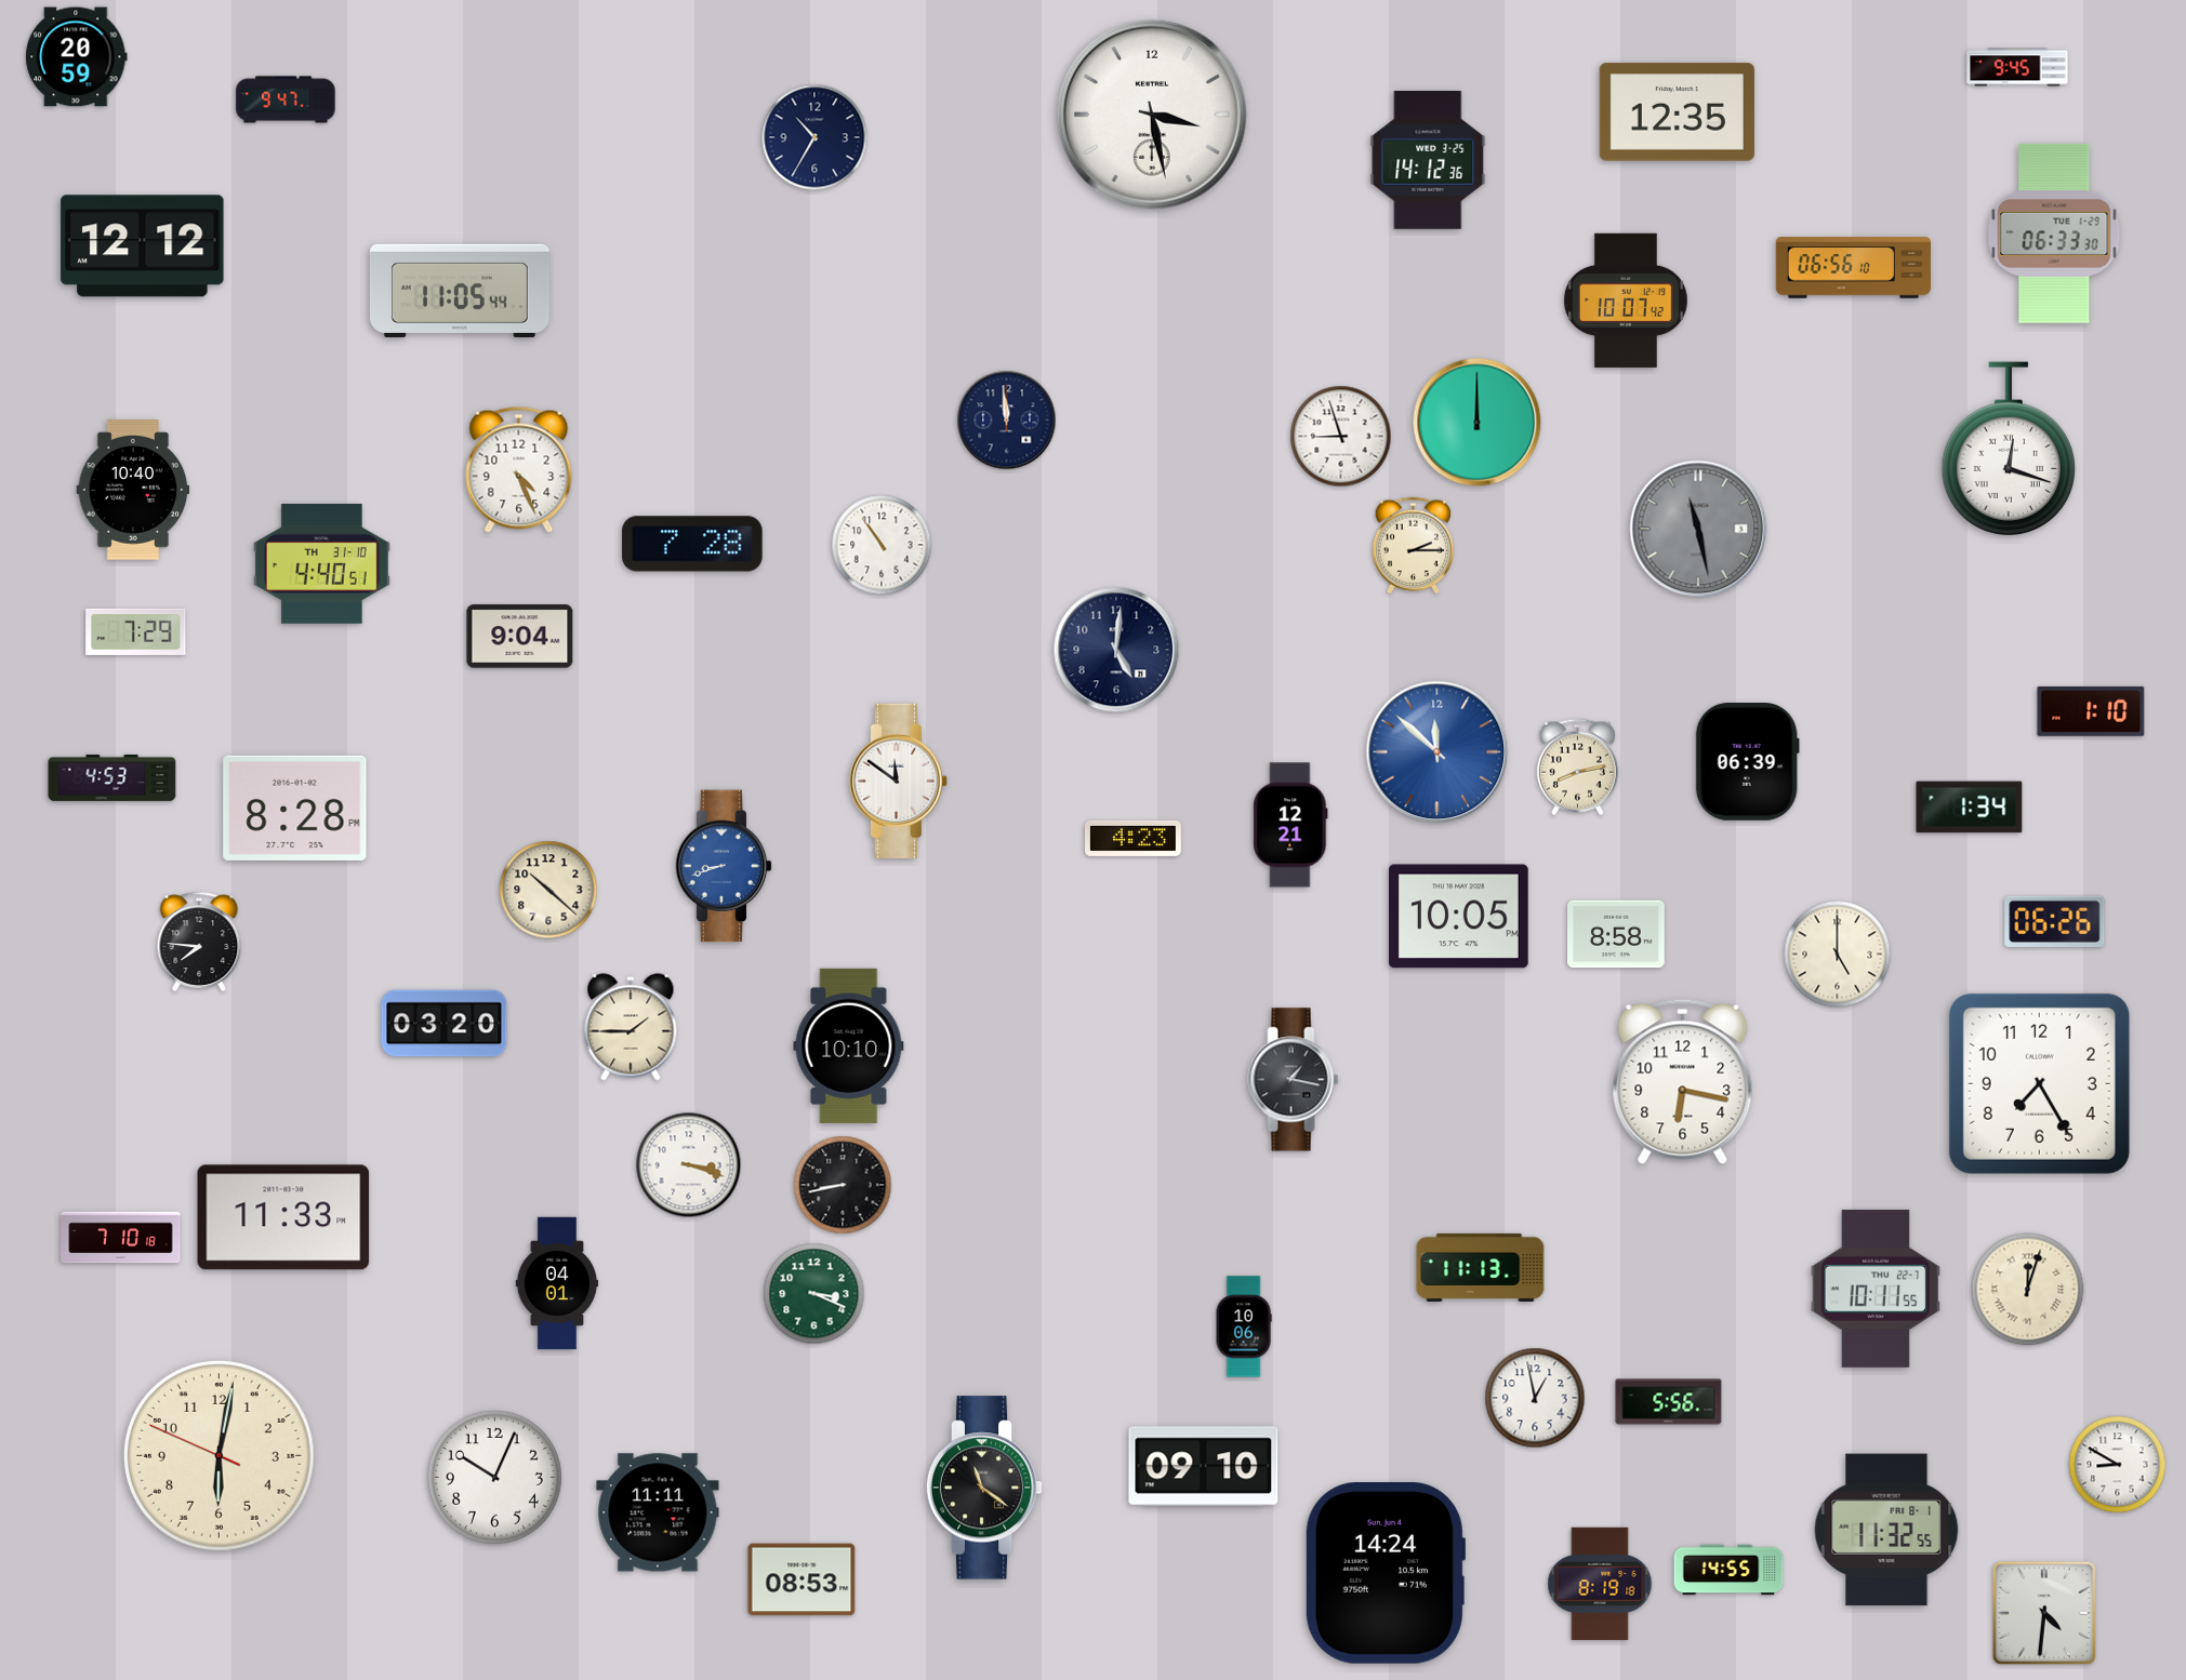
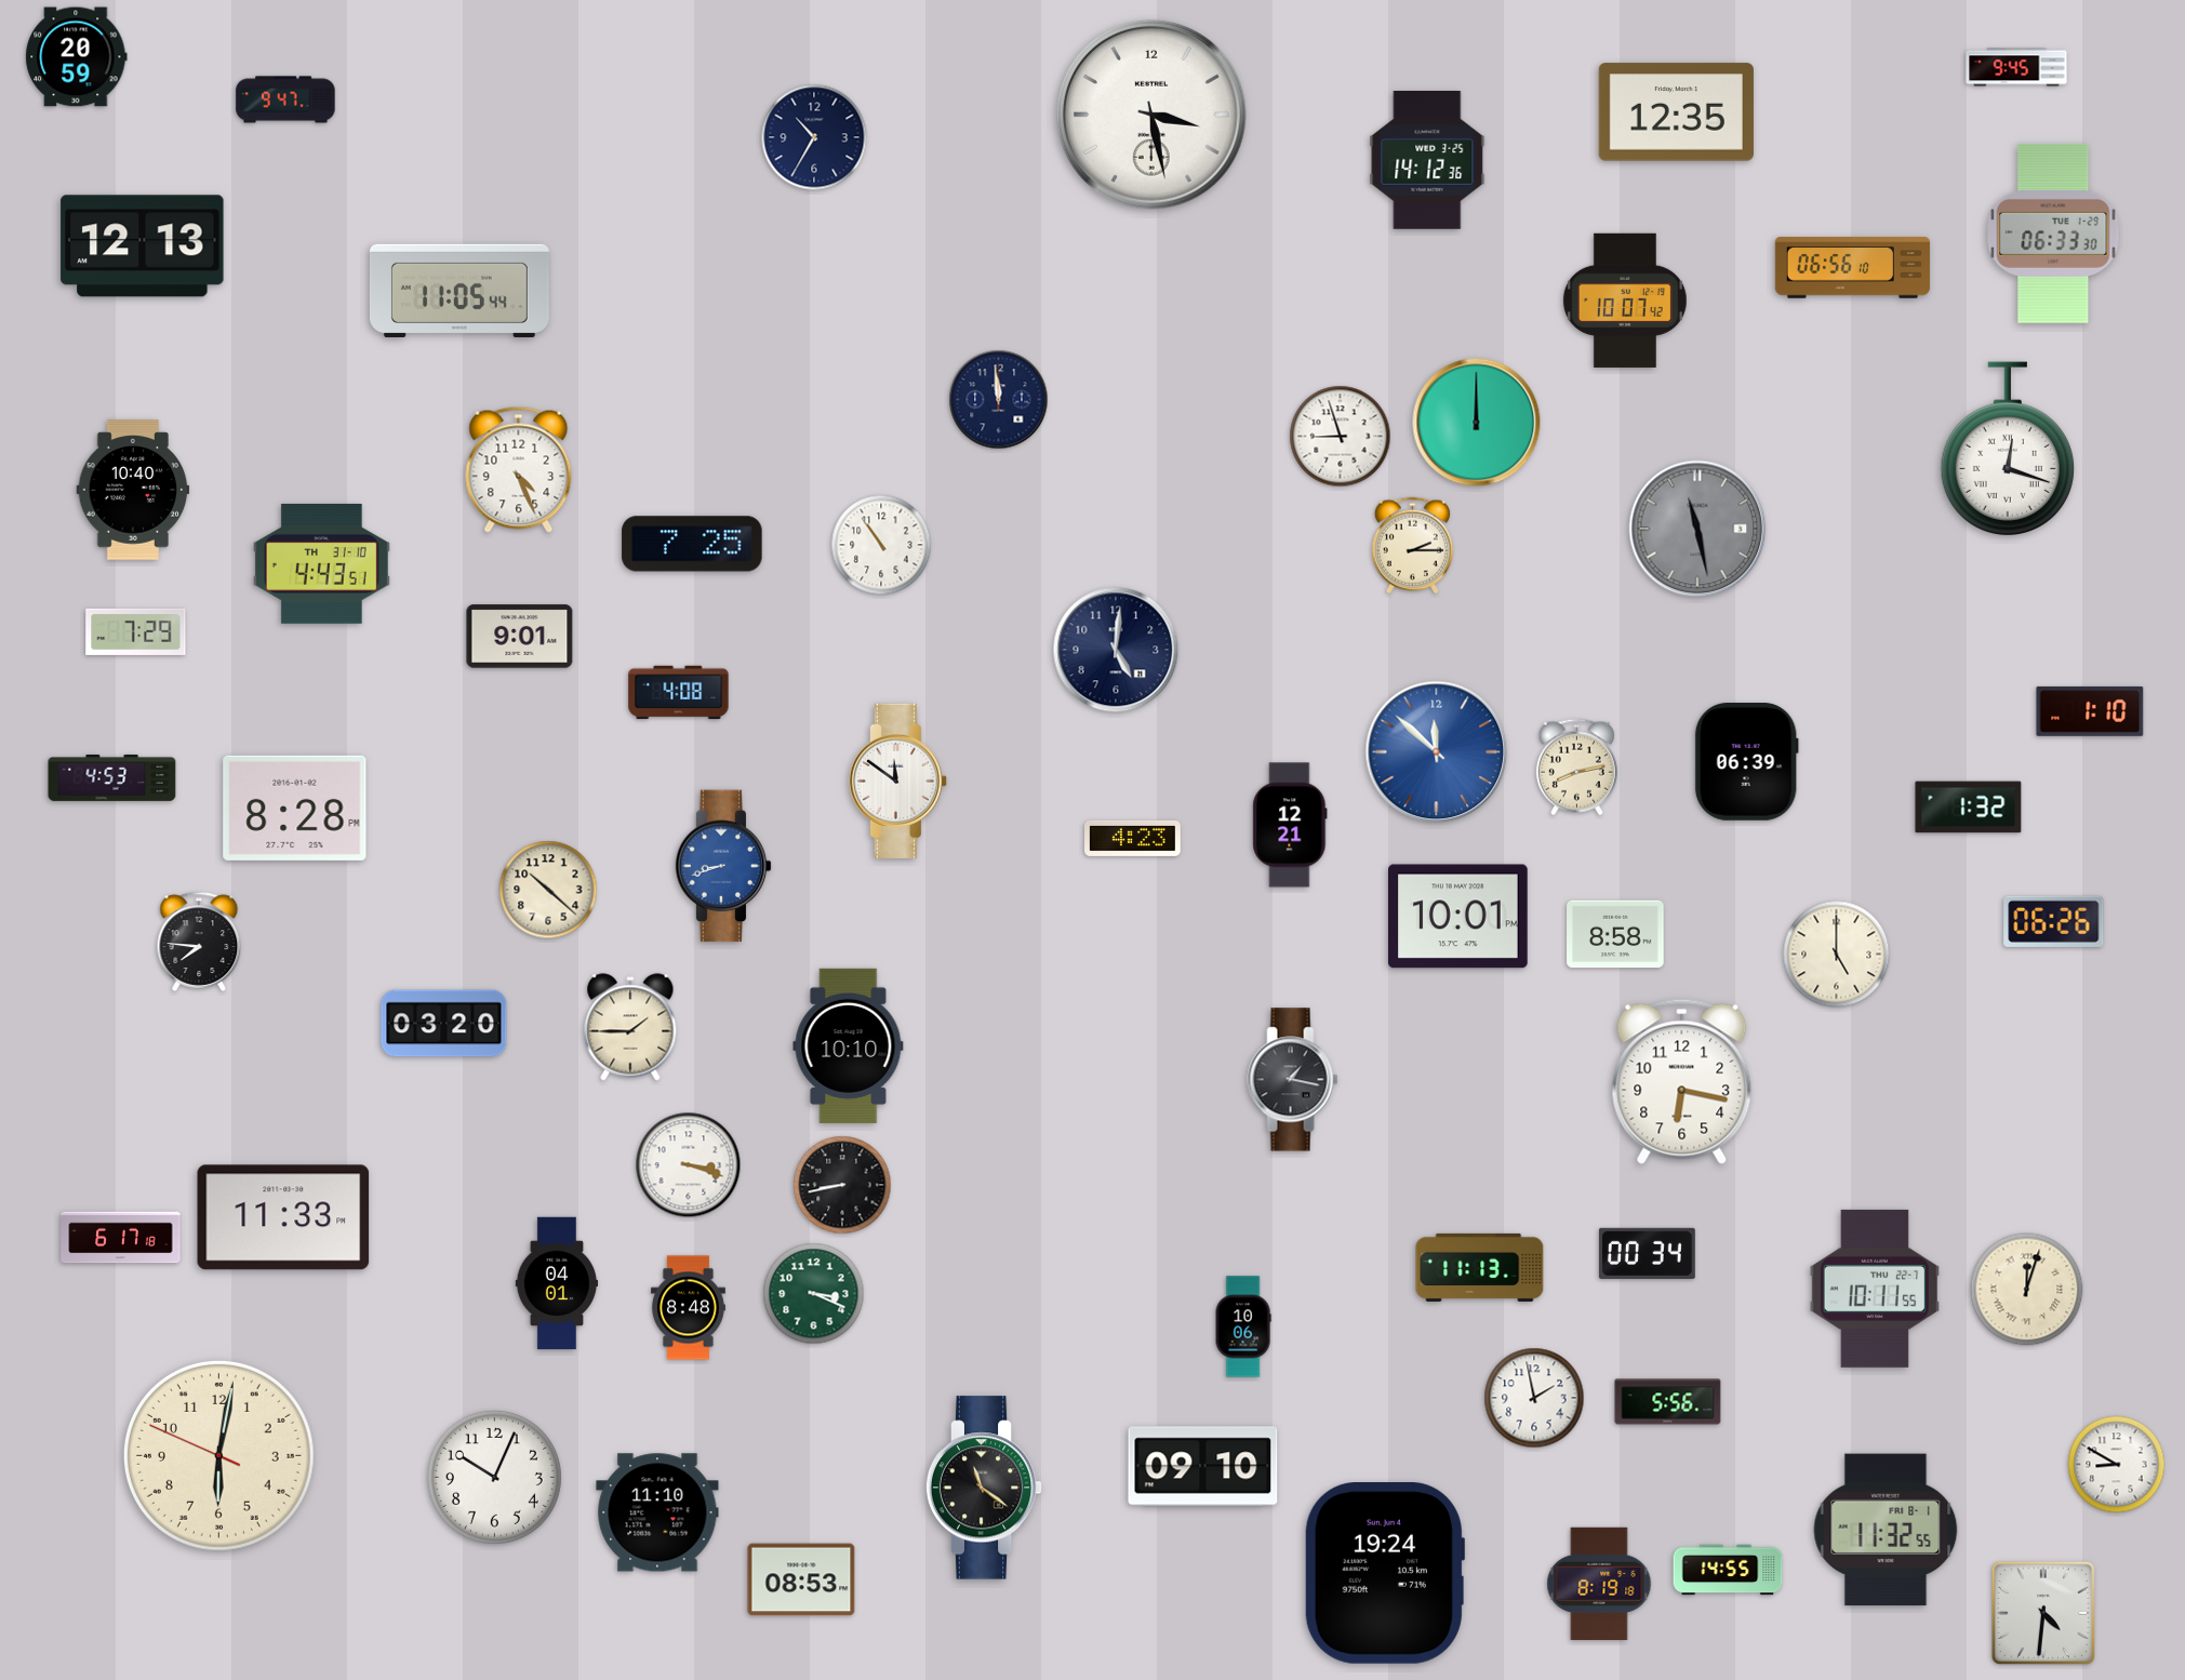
clock at (143, 246): 12:12 -> 12:13
clock at (1007, 421) position: (1007, 421) -> (999, 400)
clock at (692, 544): 7:28 -> 7:25
clock at (321, 564): 4:40 -> 4:43
clock at (520, 637): 9:04 -> 9:01
clock at (679, 693): none -> 4:08
clock at (1970, 808): 1:34 -> 1:32
clock at (1459, 917): 10:05 -> 10:01
clock at (2039, 1083): 7:25 -> none
clock at (121, 1238): 7:10 -> 6:17
clock at (1647, 1253): none -> 00:34
clock at (688, 1308): none -> 8:48
clock at (1535, 1398): 12:58 -> 1:58
clock at (658, 1512): 11:11 -> 11:10
clock at (1385, 1574): 14:24 -> 19:24
